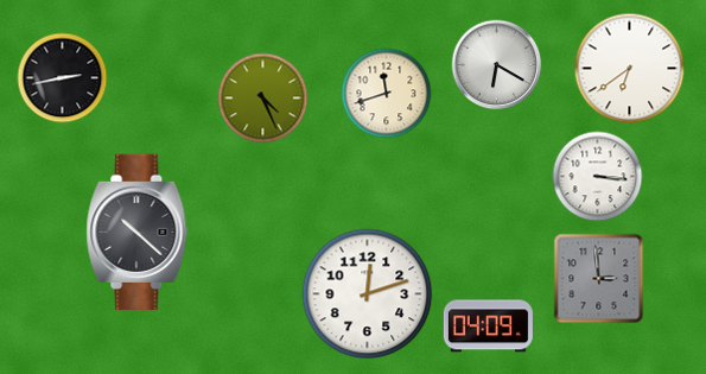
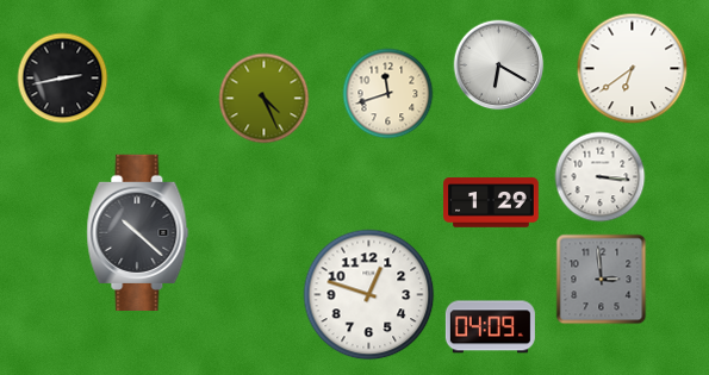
clock at (491, 202): none -> 1:29
clock at (368, 294): 12:12 -> 12:48
